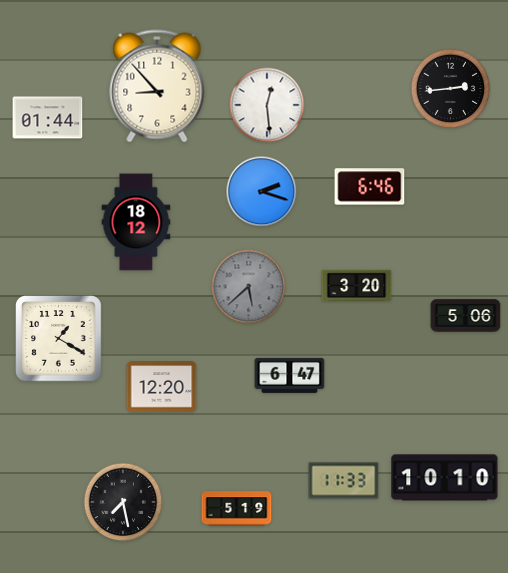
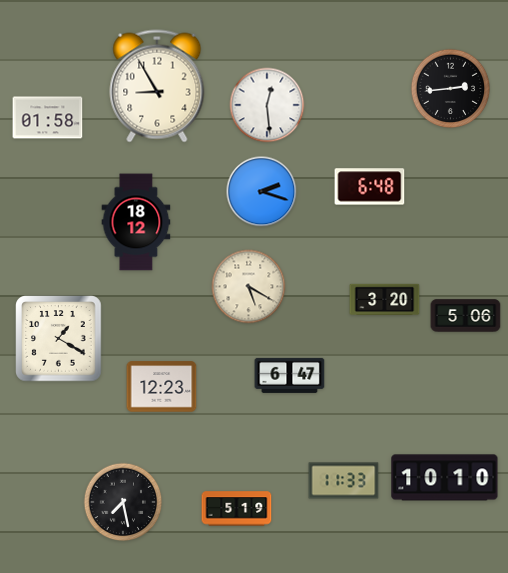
clock at (157, 86): 8:53 -> 8:55
clock at (48, 118): 01:44 -> 01:58
clock at (370, 187): 6:46 -> 6:48
clock at (357, 286) position: (357, 286) -> (385, 300)
clock at (249, 287): 5:38 -> 5:20
clock at (249, 287) dial: grey -> cream
clock at (162, 387): 12:20 -> 12:23
